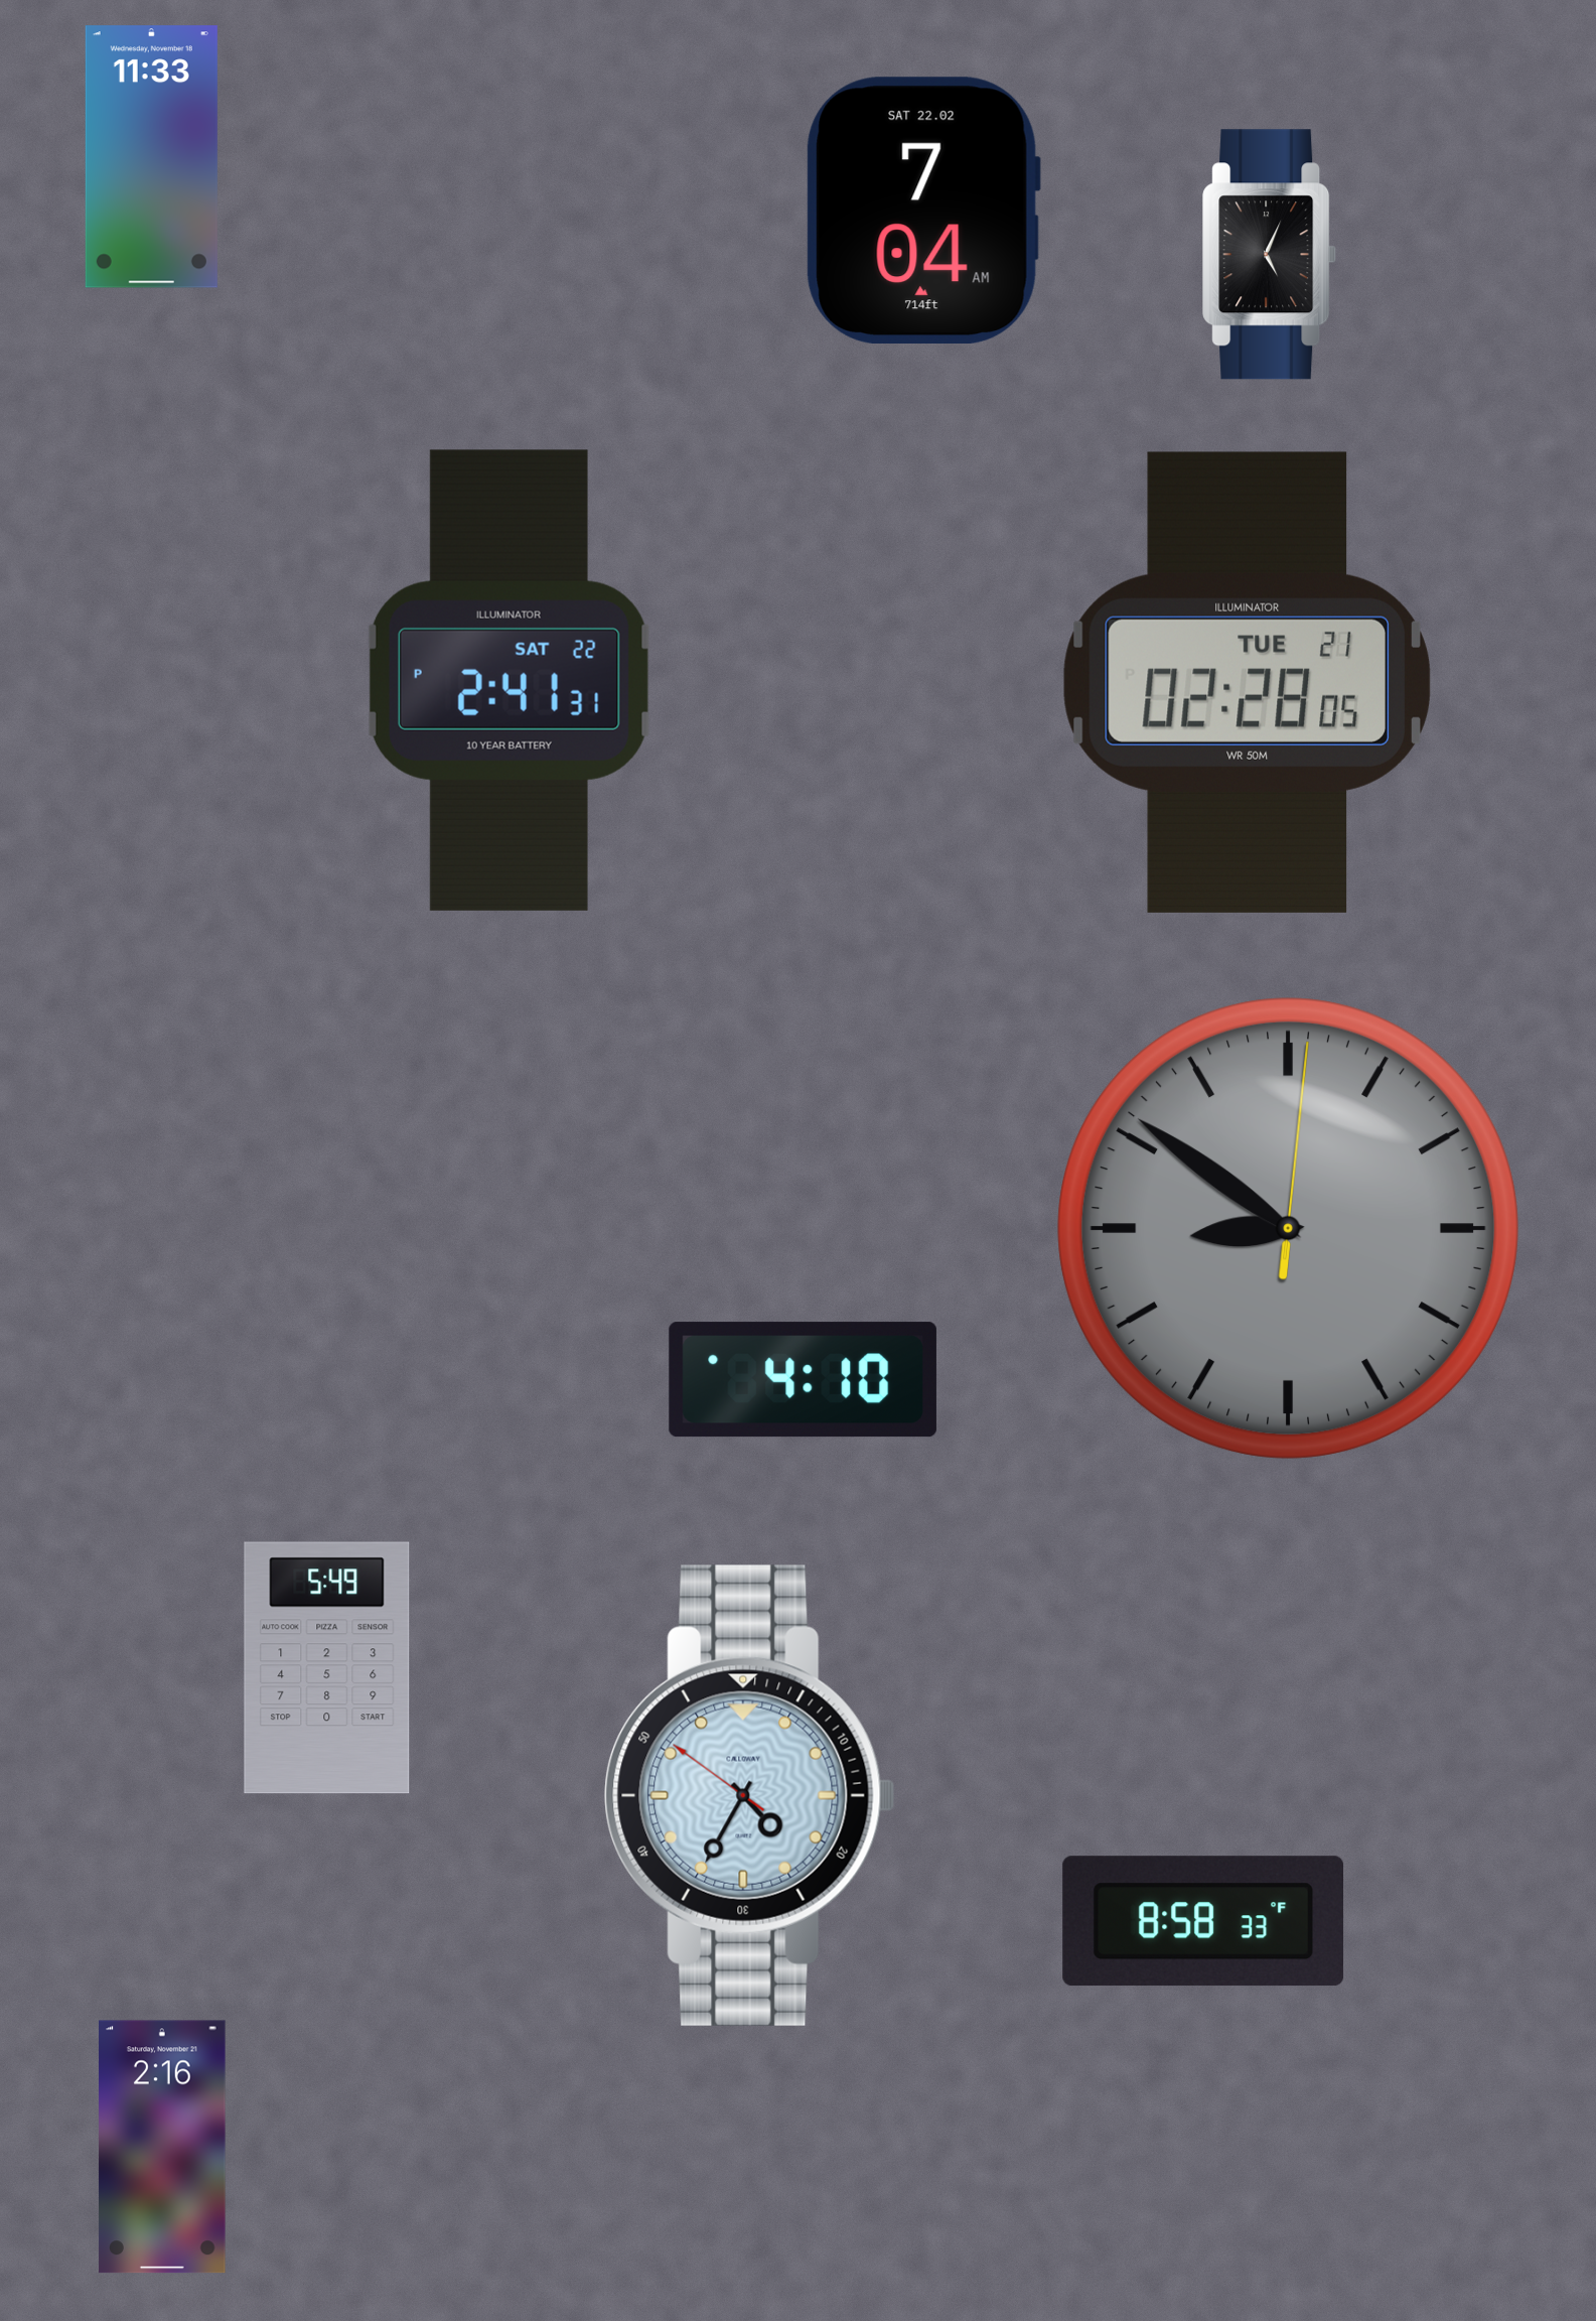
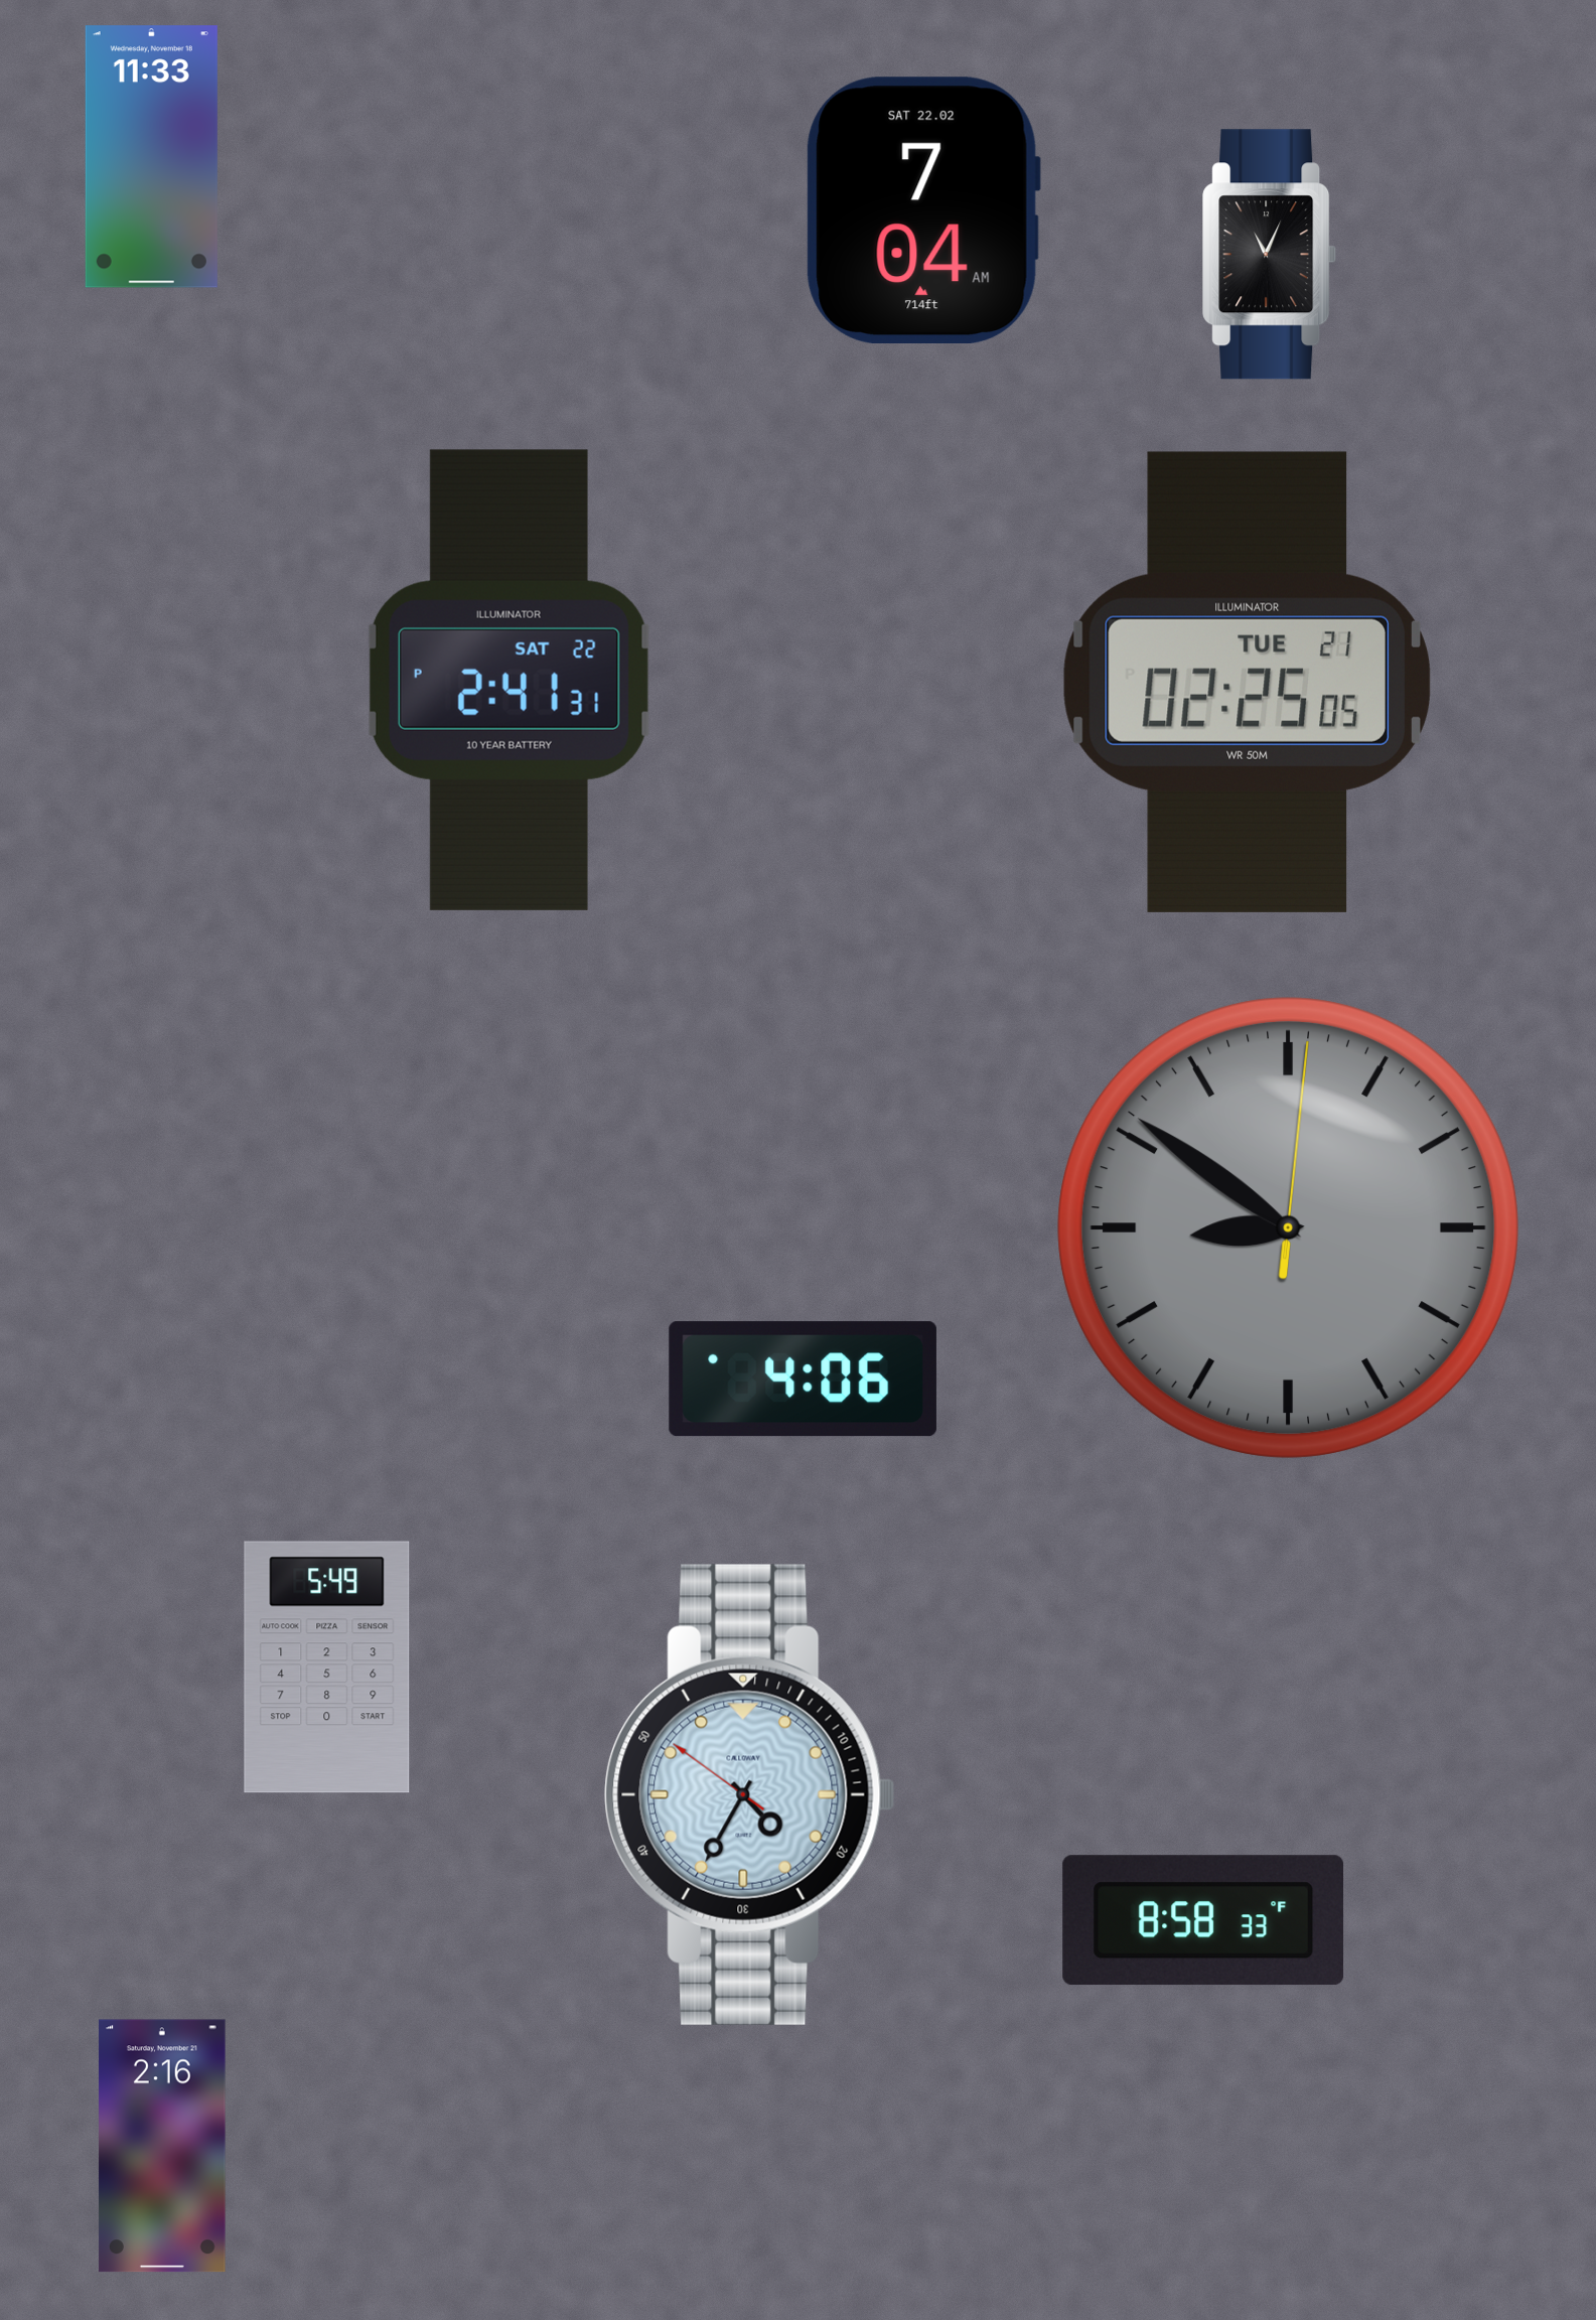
clock at (1270, 255): 5:04 -> 11:04
clock at (1247, 682): 02:28 -> 02:25
clock at (803, 1380): 4:10 -> 4:06
